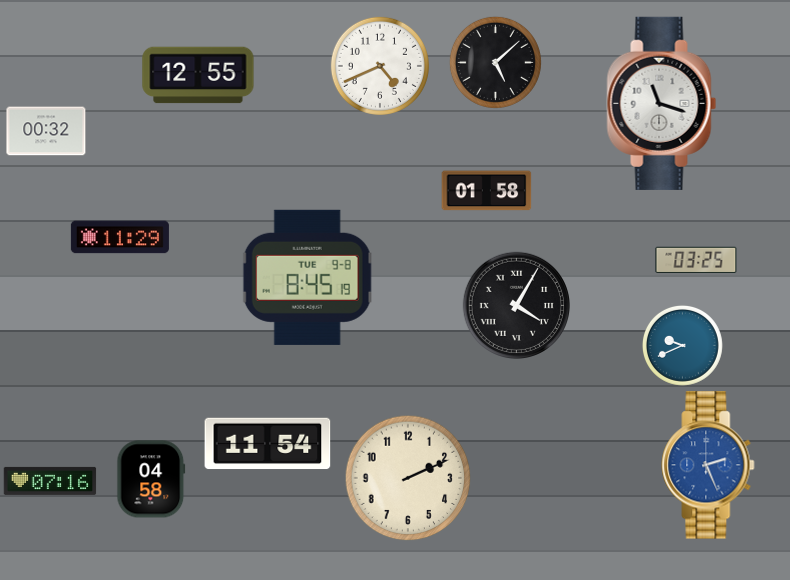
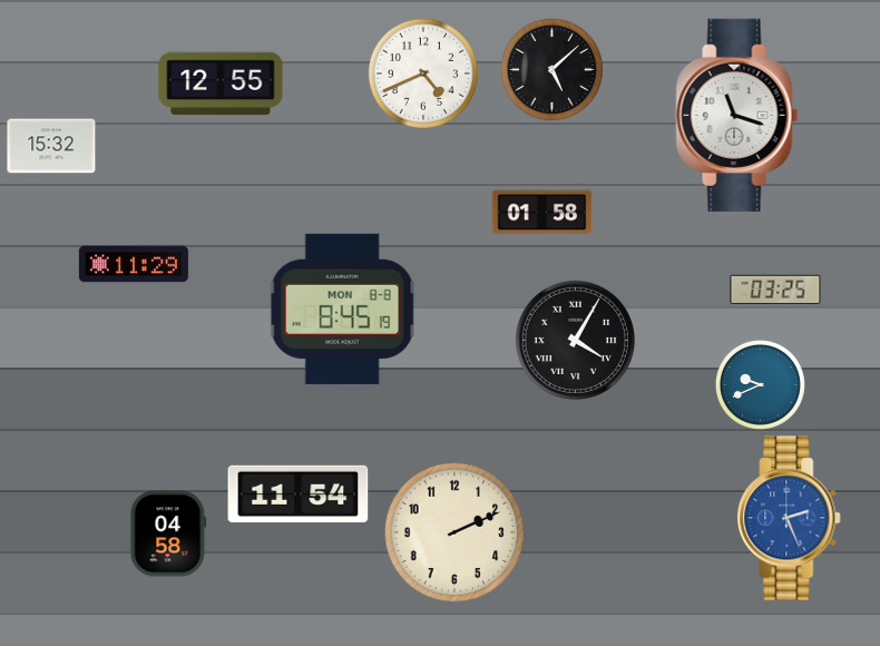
clock at (46, 131): 00:32 -> 15:32
clock at (307, 277) date: TUE 9-8 -> MON 8-8
clock at (50, 481): 07:16 -> none
